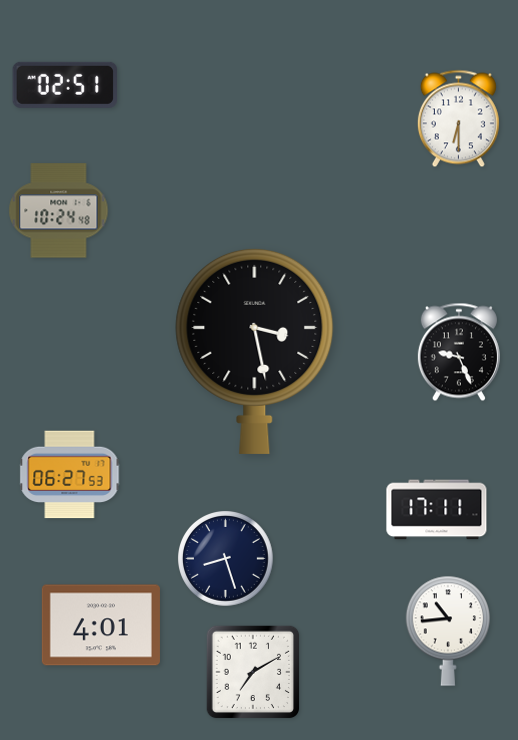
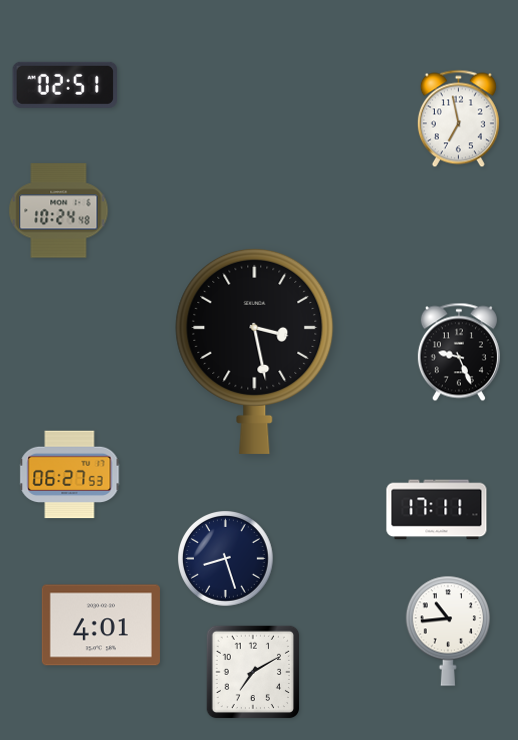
clock at (458, 119): 6:30 -> 6:58
